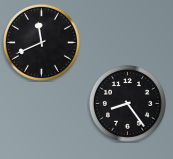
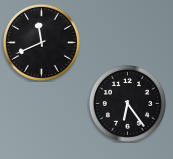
clock at (127, 103): 8:24 -> 6:24
